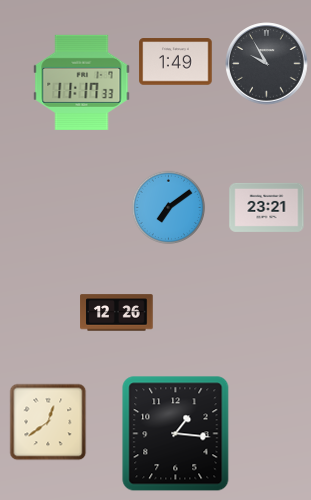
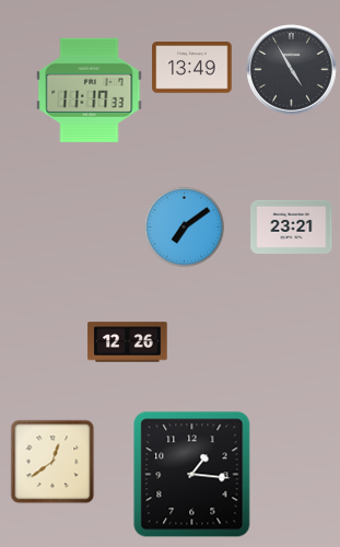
clock at (176, 62): 1:49 -> 13:49
clock at (267, 64): 9:55 -> 4:55
